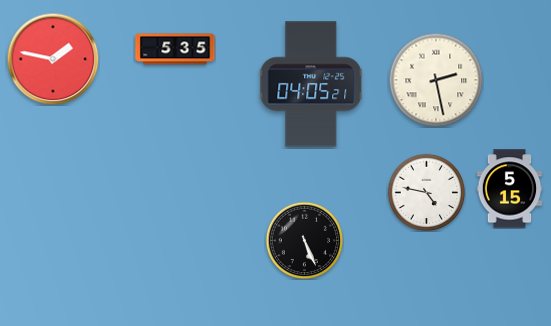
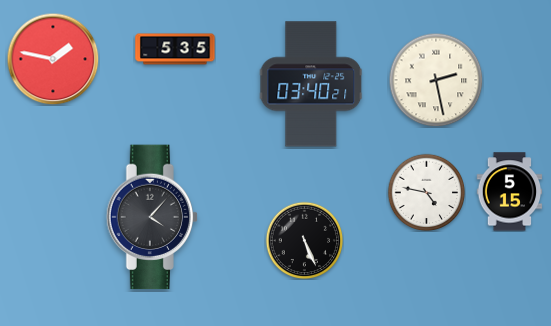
clock at (311, 84): 04:05 -> 03:40
clock at (510, 189) position: (510, 189) -> (510, 192)
clock at (152, 217): none -> 4:07
